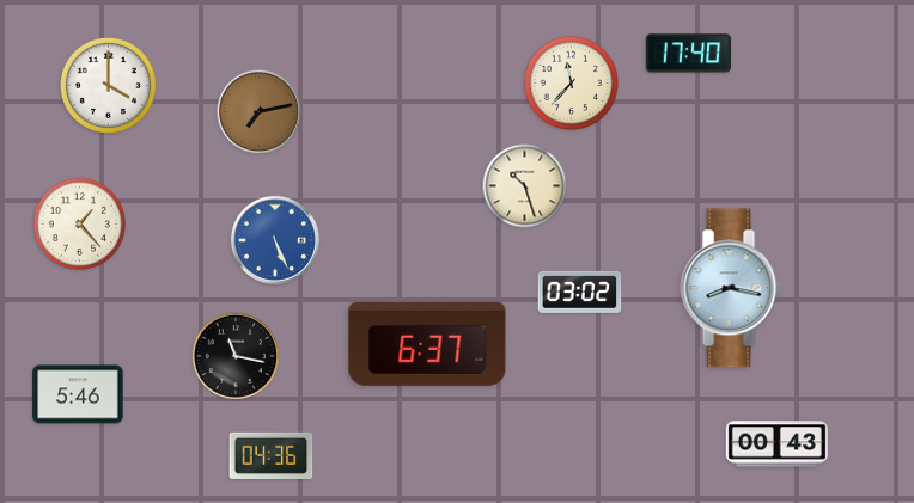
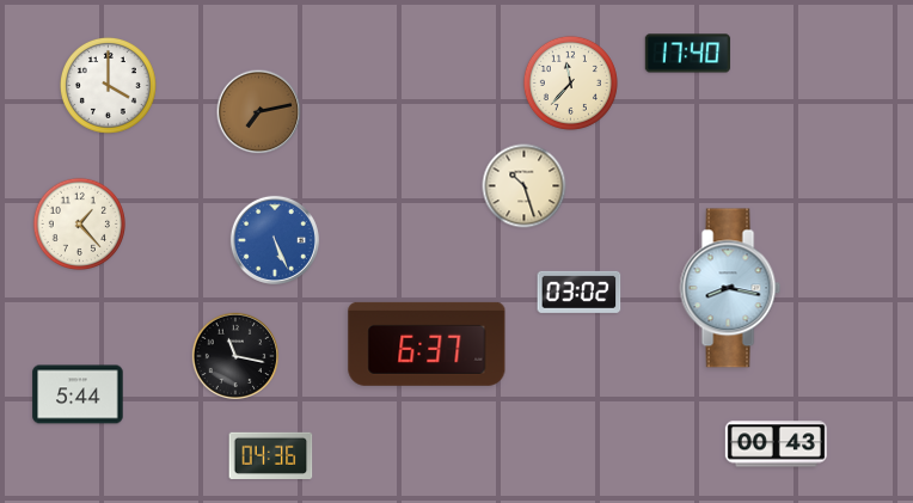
clock at (78, 394): 5:46 -> 5:44
